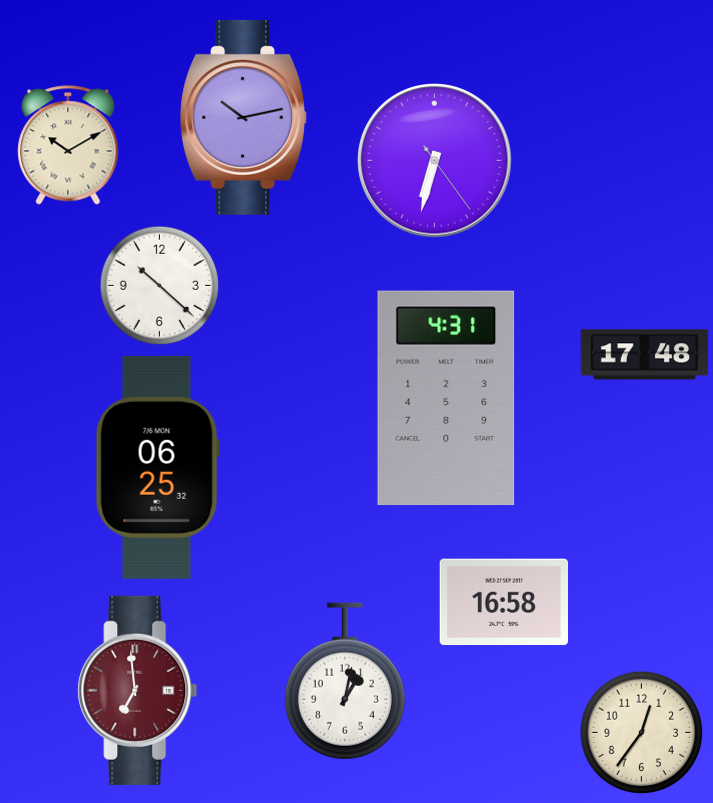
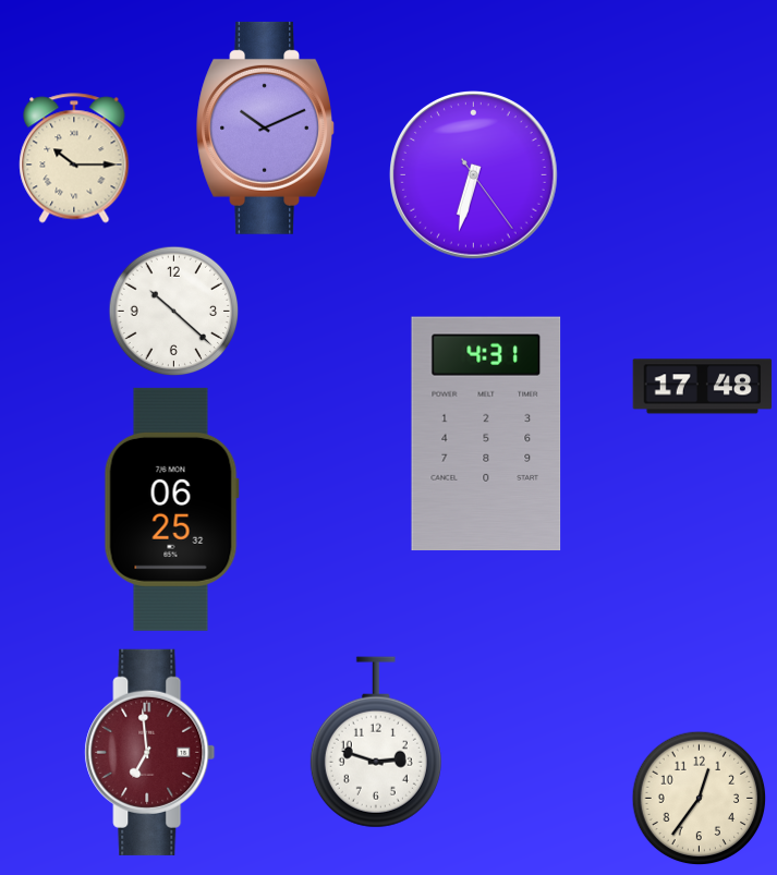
clock at (244, 117): 10:13 -> 10:11
clock at (68, 145): 10:10 -> 10:15
clock at (503, 602): 16:58 -> none
clock at (345, 681): 1:02 -> 2:48
